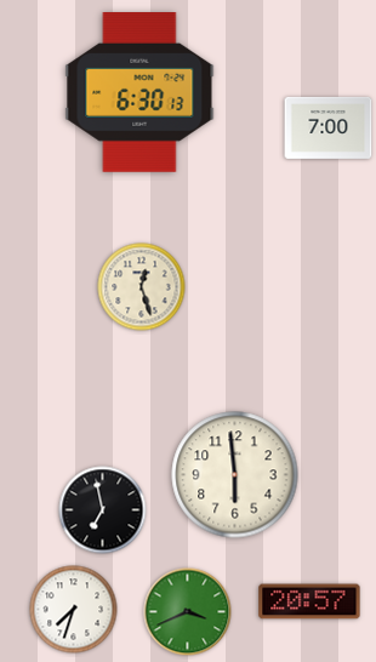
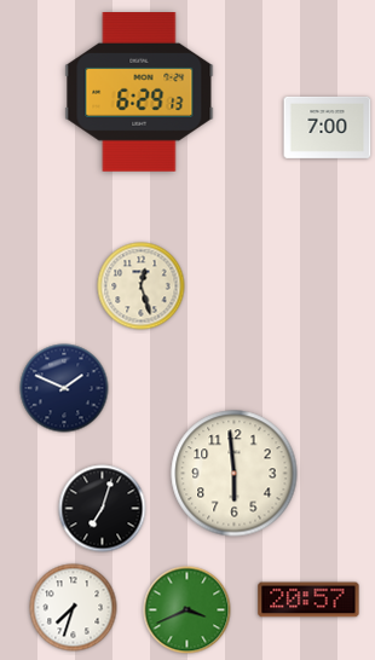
clock at (139, 93): 6:30 -> 6:29
clock at (64, 388): none -> 1:49
clock at (103, 510): 6:58 -> 7:03
